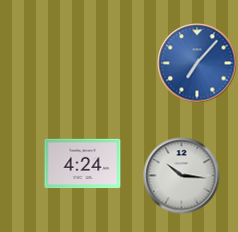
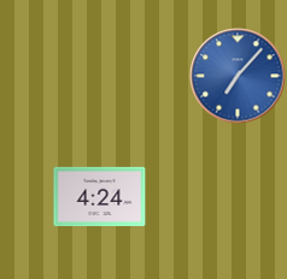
clock at (182, 176): 10:16 -> none
